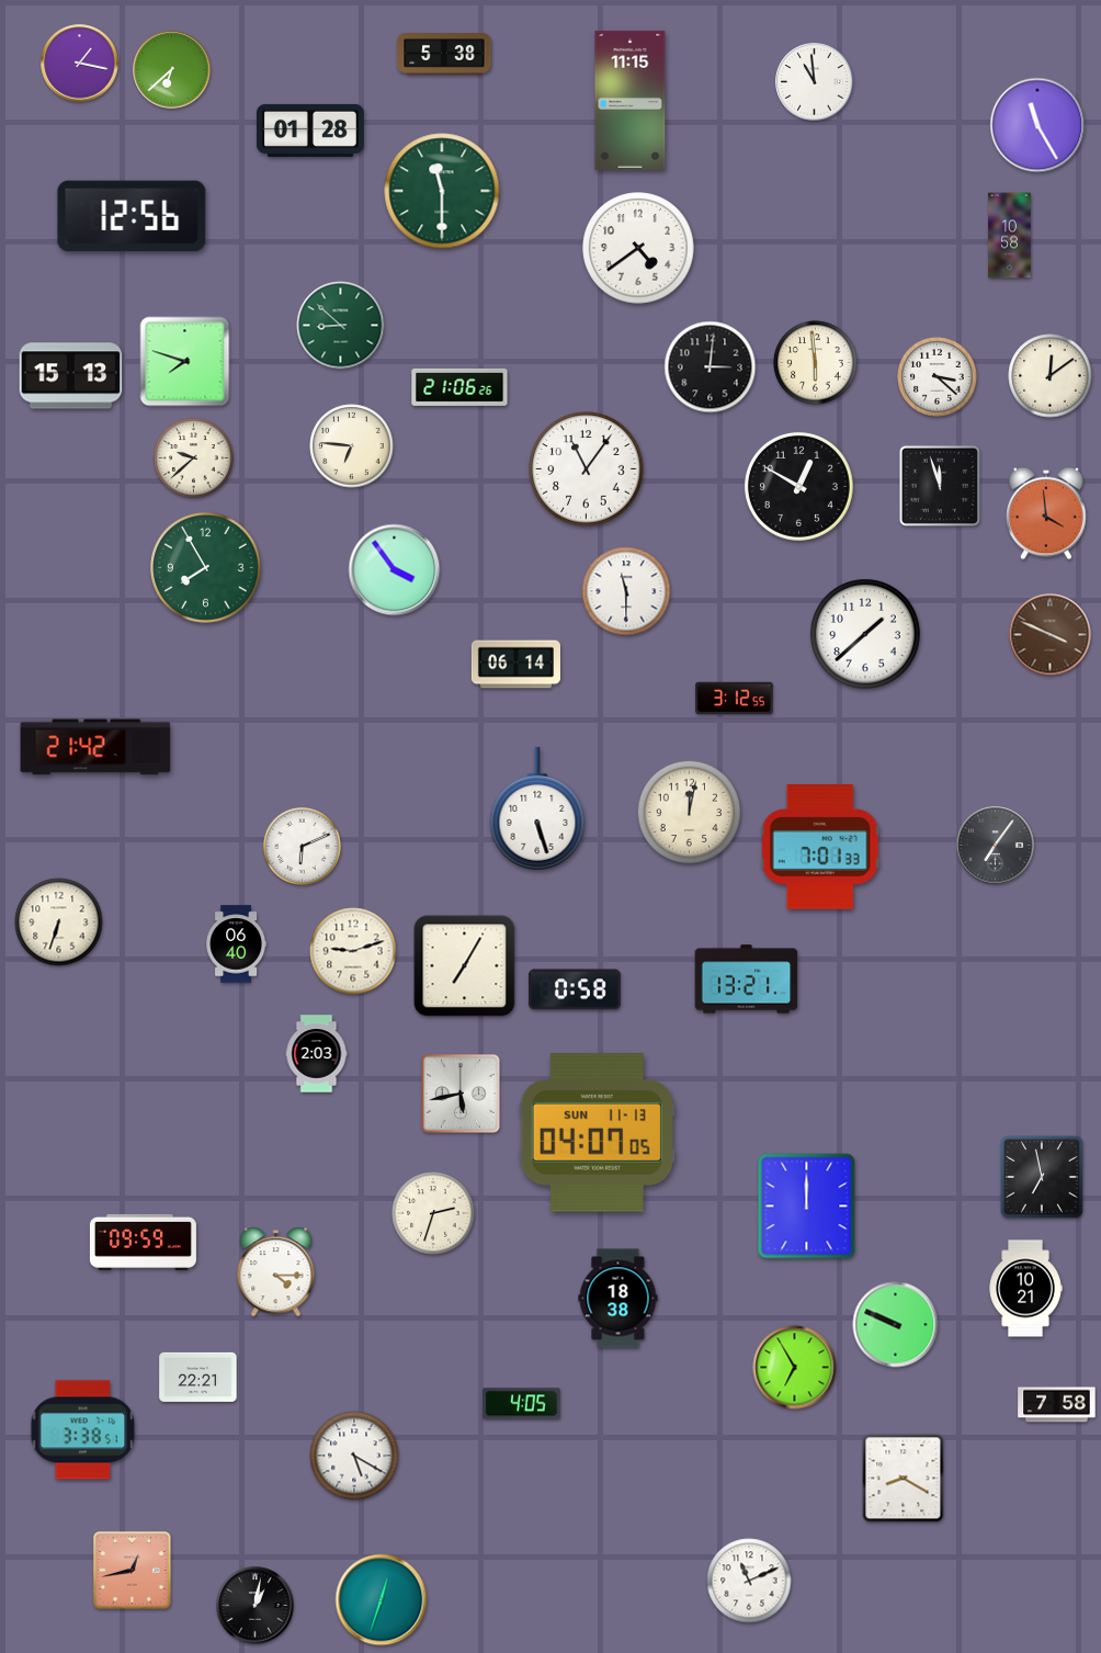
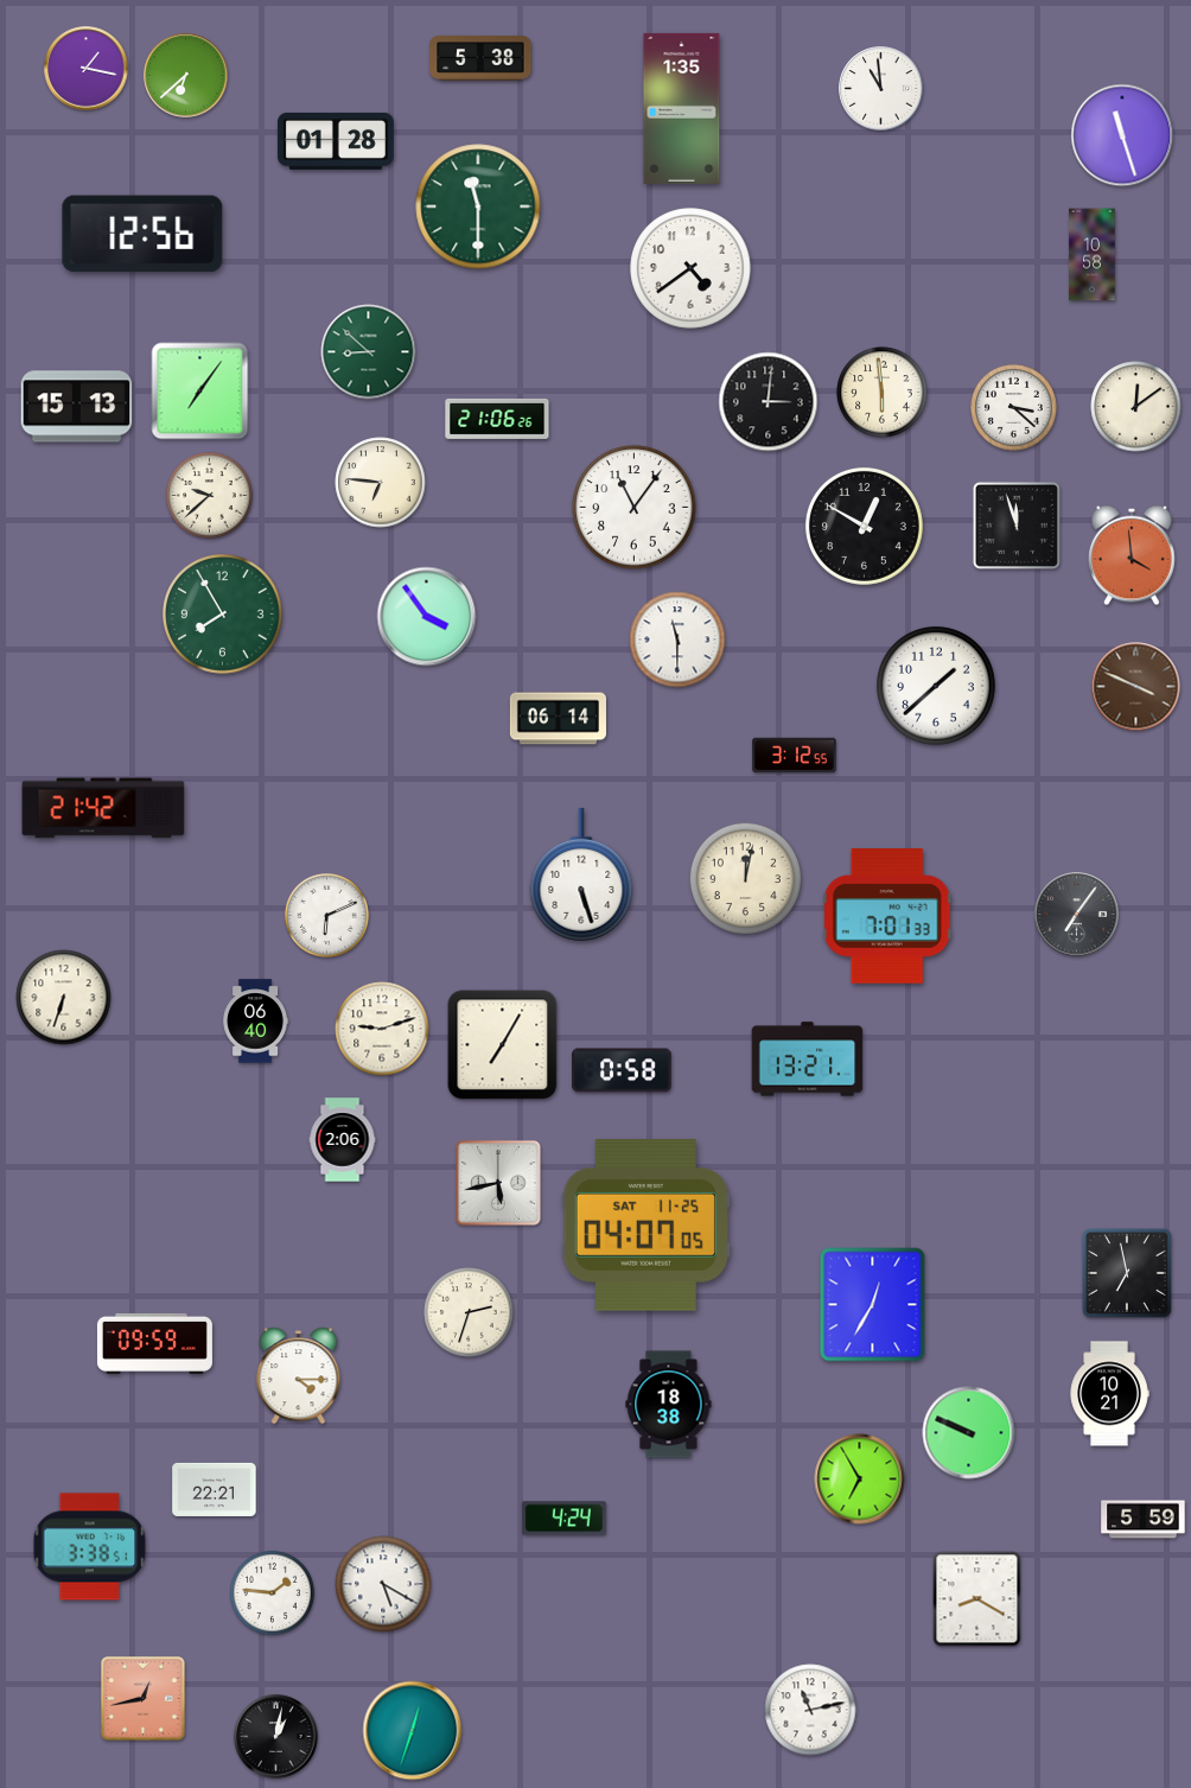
clock at (631, 100): 11:15 -> 1:35
clock at (1037, 125): 11:25 -> 11:27
clock at (185, 362): 7:48 -> 7:06
clock at (711, 367) position: (711, 367) -> (769, 402)
clock at (317, 1054): 2:03 -> 2:06
clock at (597, 1133) date: SUN 11-13 -> SAT 11-25
clock at (807, 1207): 12:00 -> 12:35
clock at (522, 1404): 4:05 -> 4:24
clock at (1057, 1405): 7:58 -> 5:59
clock at (354, 1456) position: (354, 1456) -> (383, 1584)
clock at (272, 1592): none -> 1:46
clock at (749, 1581): 11:11 -> 11:13
